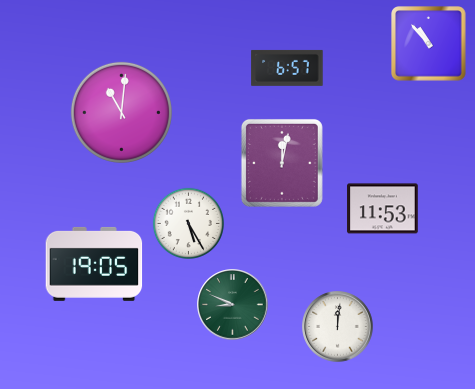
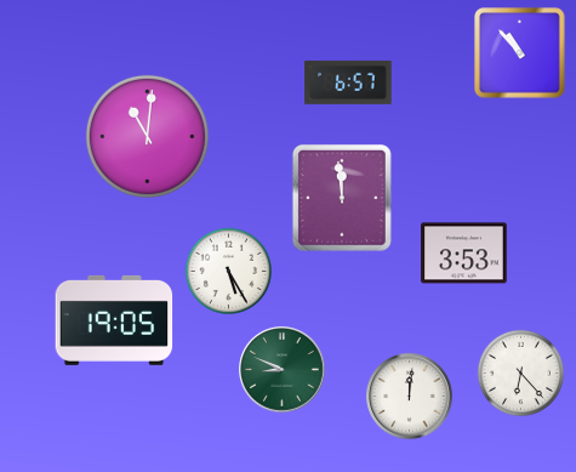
clock at (282, 163): 12:02 -> 11:59
clock at (383, 209): 11:53 -> 3:53
clock at (520, 373): none -> 6:23
